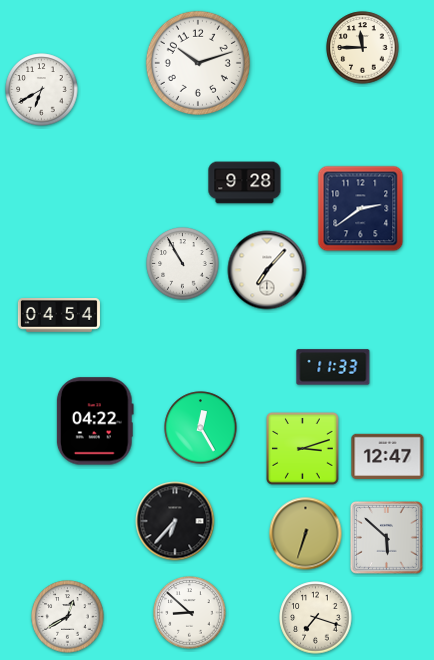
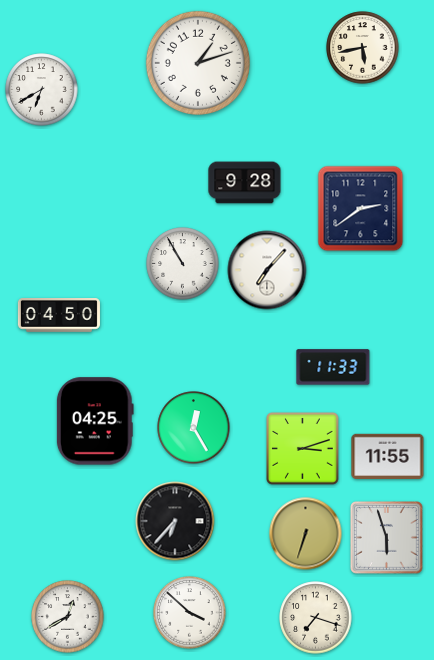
clock at (363, 48): 11:45 -> 5:43
clock at (198, 63): 10:12 -> 1:12
clock at (59, 316): 04:54 -> 04:50
clock at (95, 421): 04:22 -> 04:25
clock at (201, 428) position: (201, 428) -> (194, 428)
clock at (388, 456): 12:47 -> 11:55
clock at (387, 538): 5:52 -> 5:57
clock at (190, 613): 8:52 -> 3:52
